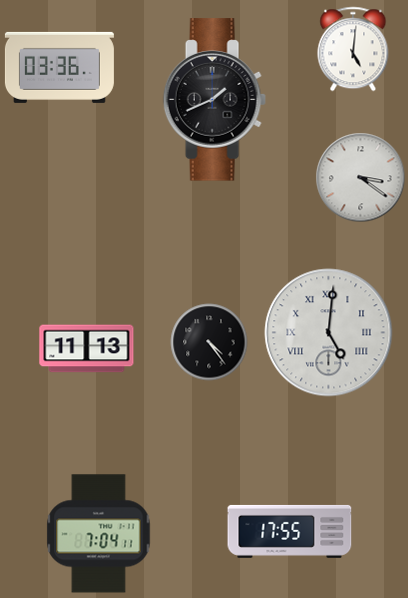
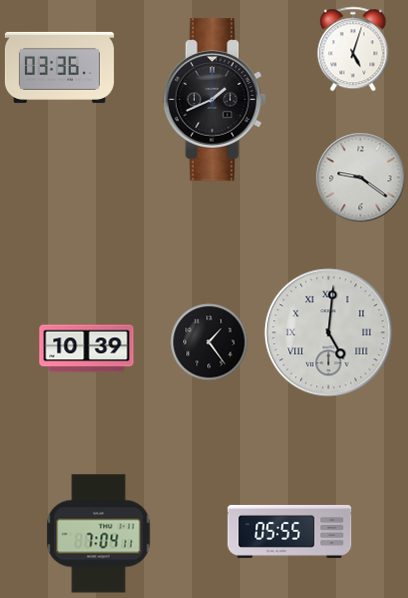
clock at (353, 49): 5:01 -> 5:03
clock at (361, 178): 3:21 -> 9:21
clock at (209, 342): 4:24 -> 1:24
clock at (87, 349): 11:13 -> 10:39
clock at (290, 531): 17:55 -> 05:55
